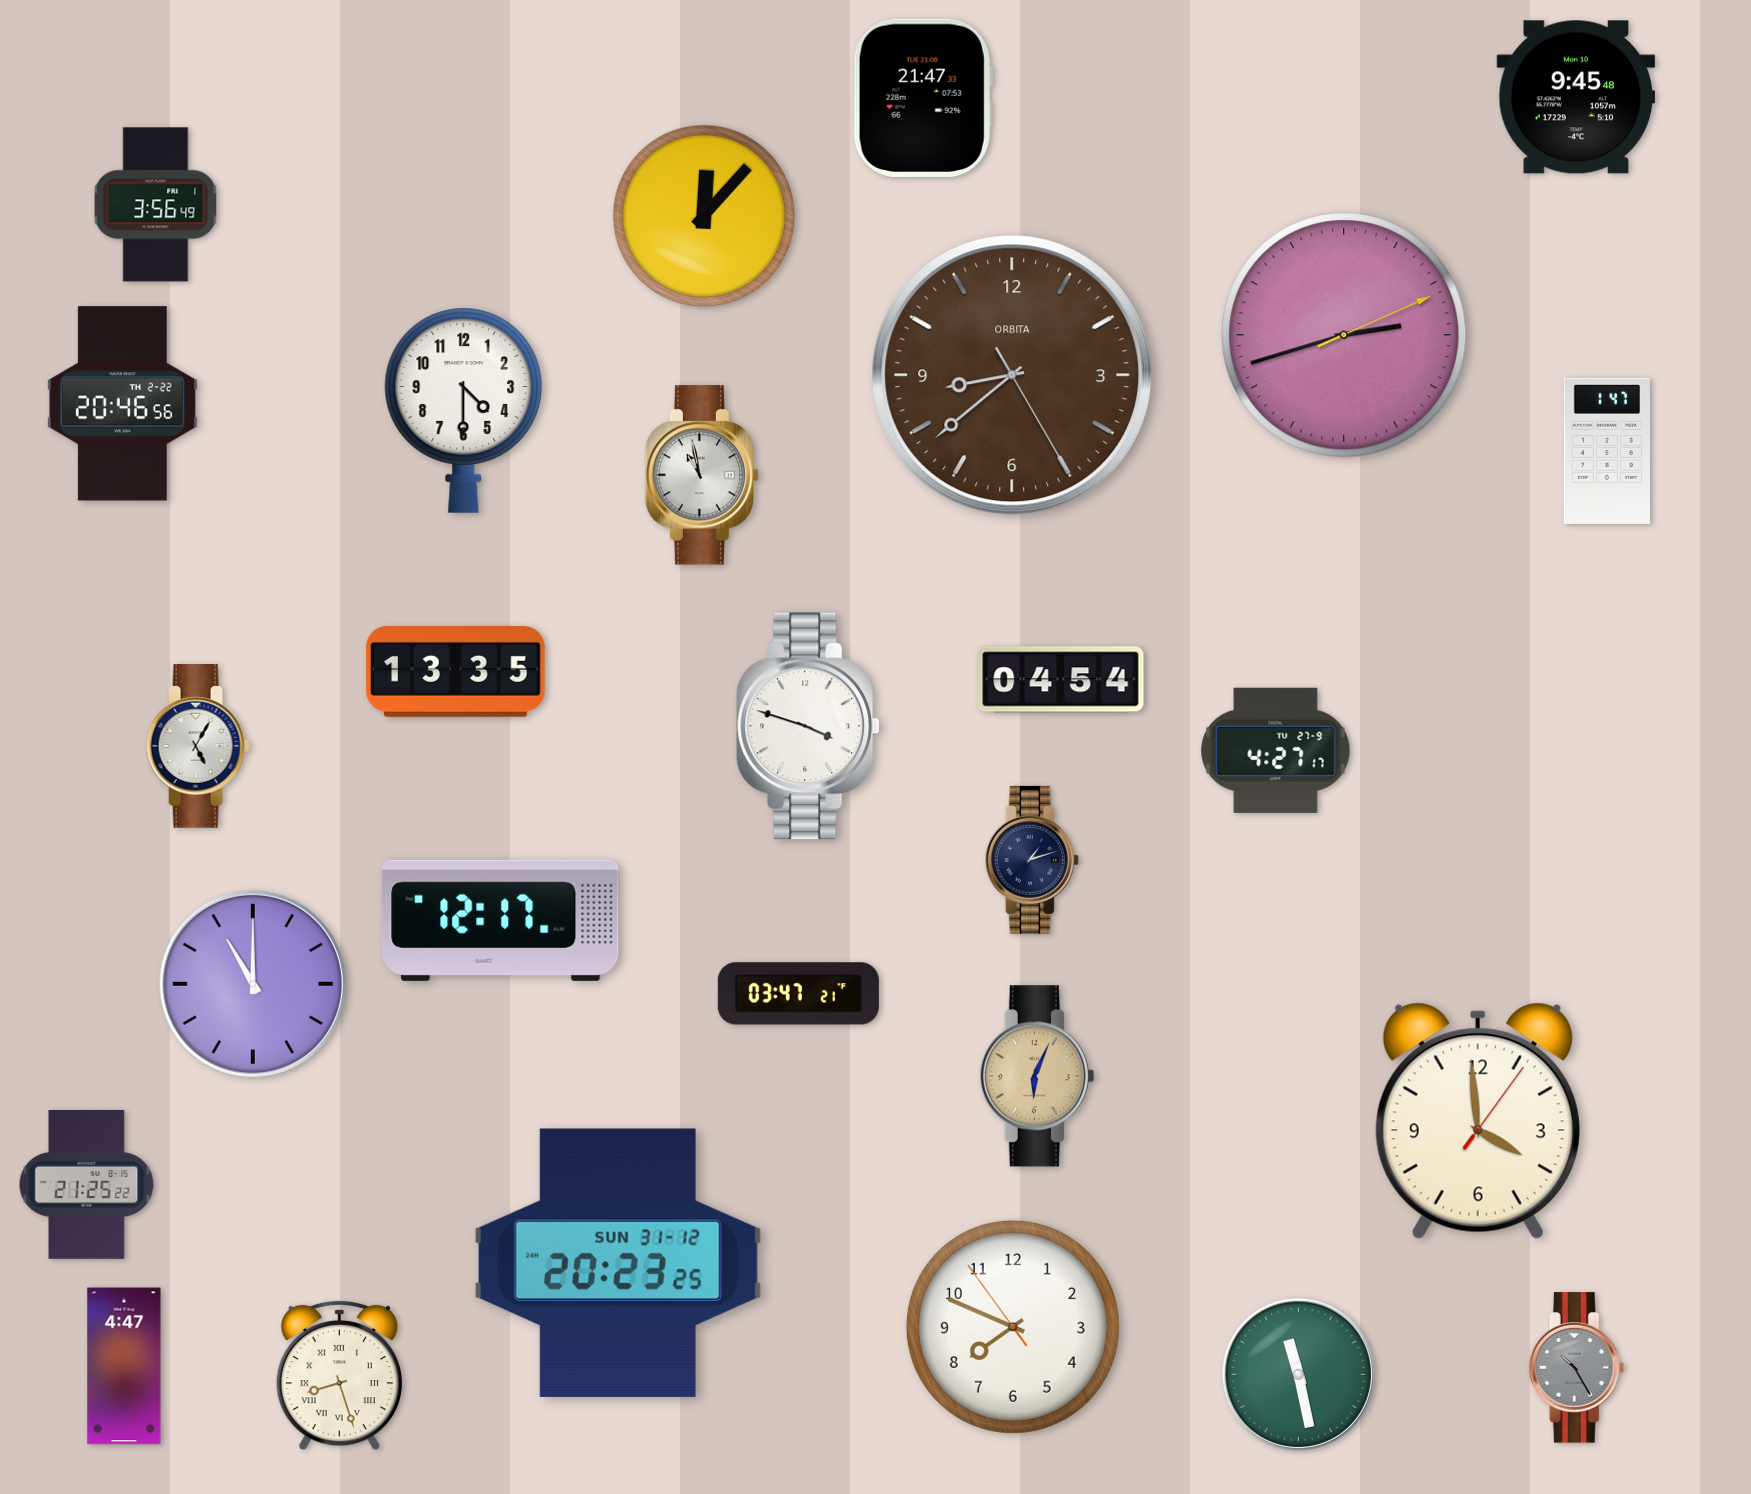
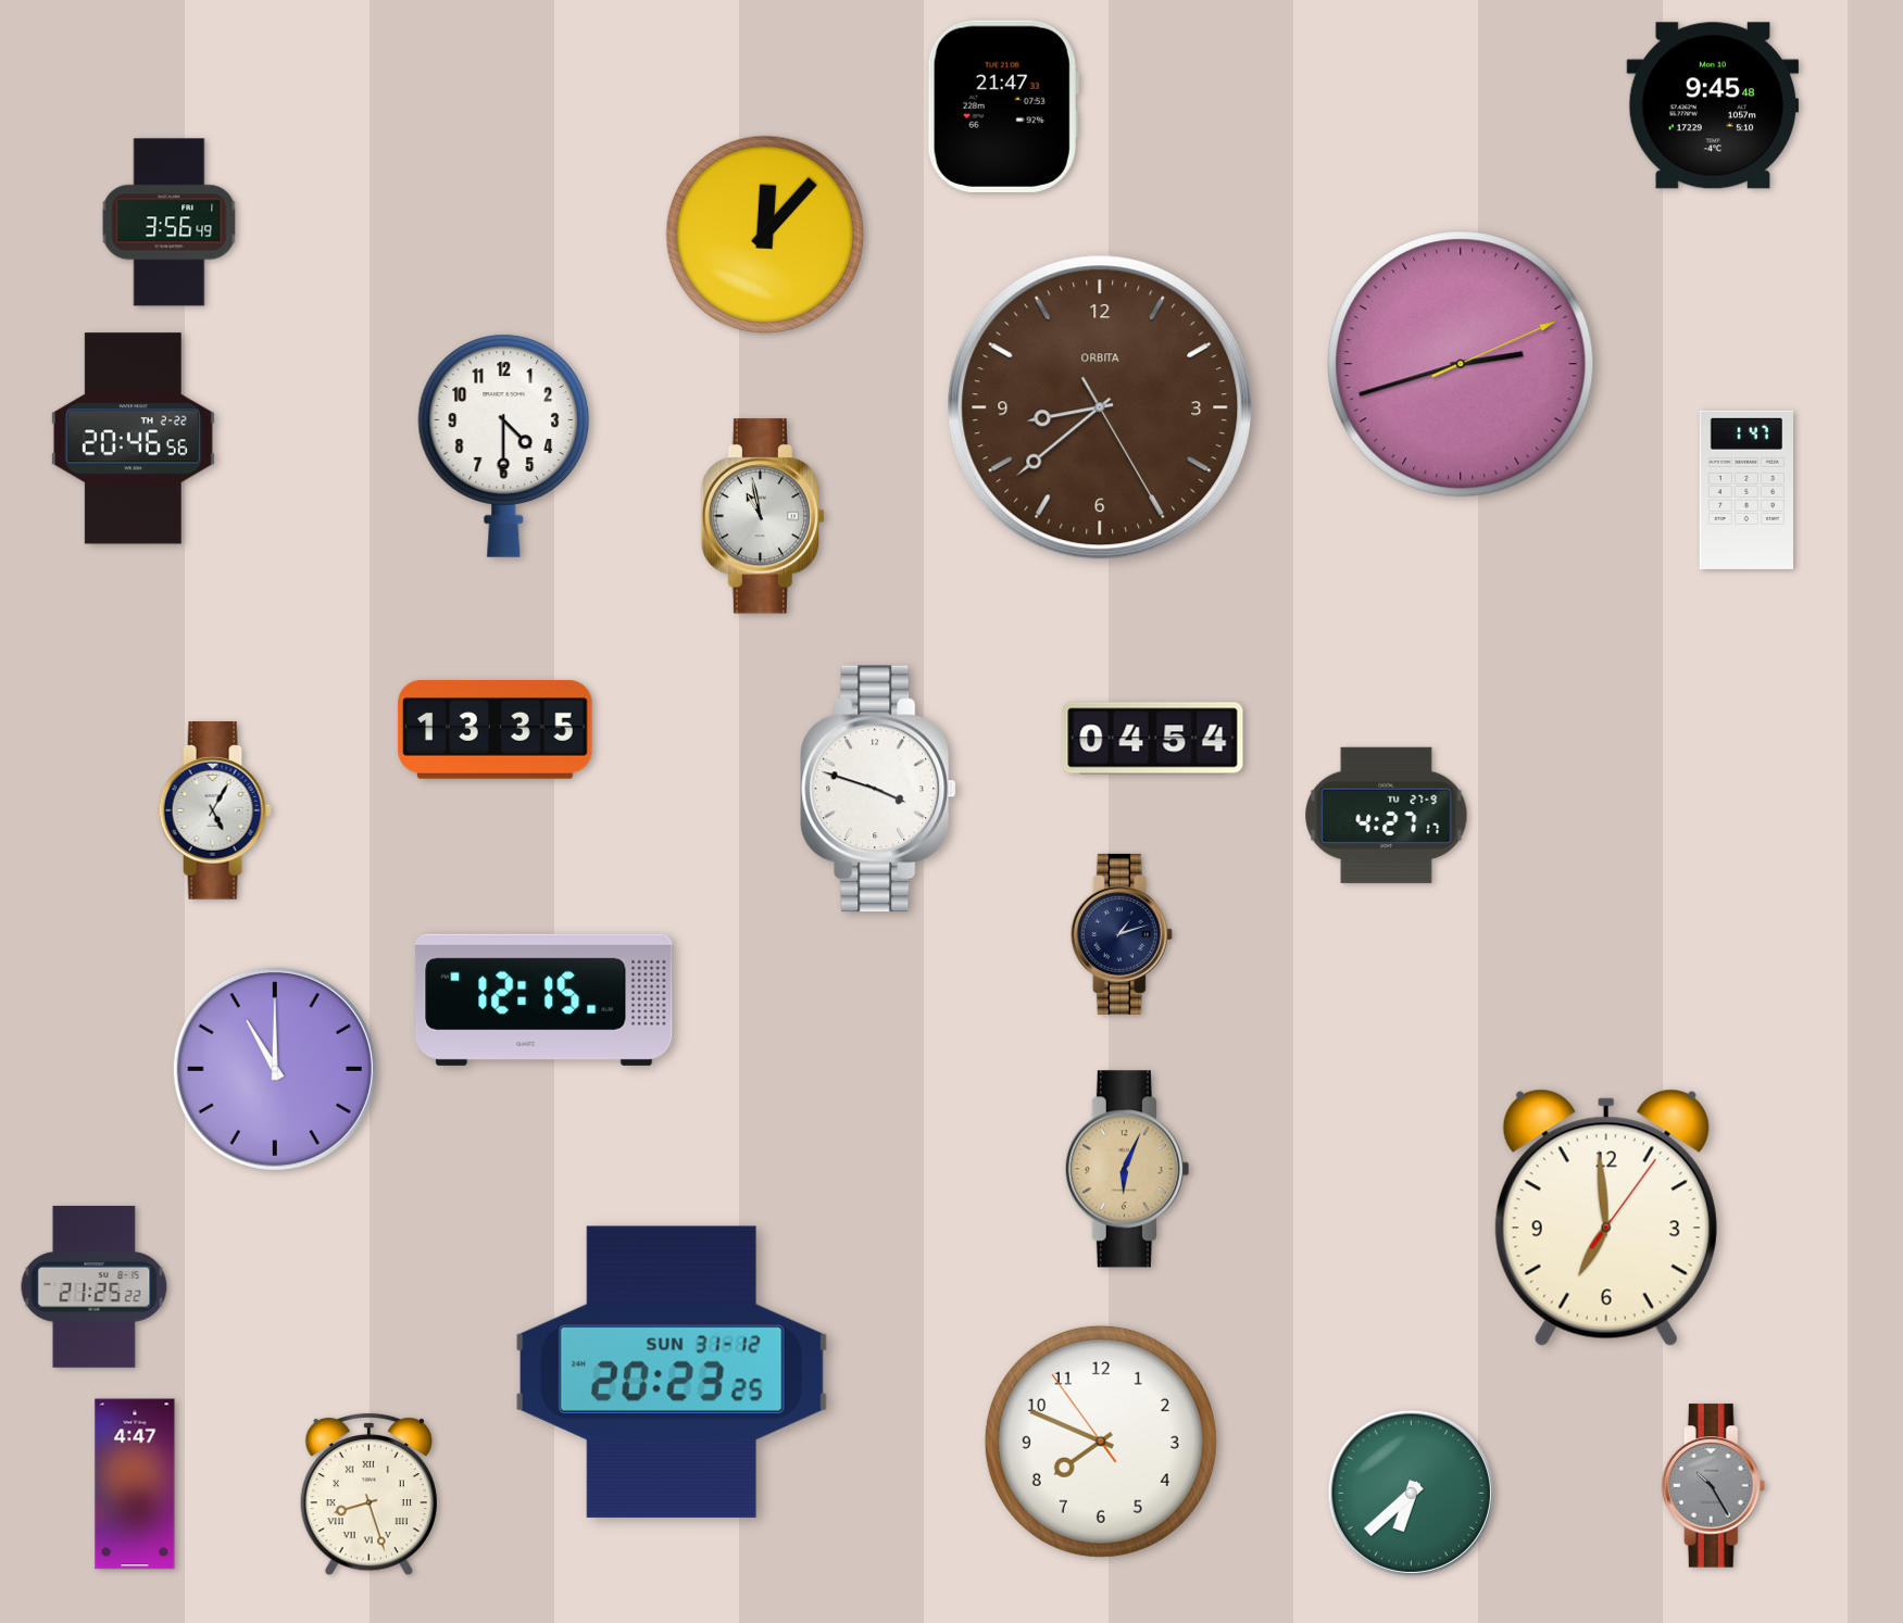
clock at (501, 920): 12:17 -> 12:15
clock at (798, 994): 03:47 -> none
clock at (1478, 1121): 3:59 -> 6:59
clock at (1298, 1374): 11:28 -> 6:38
